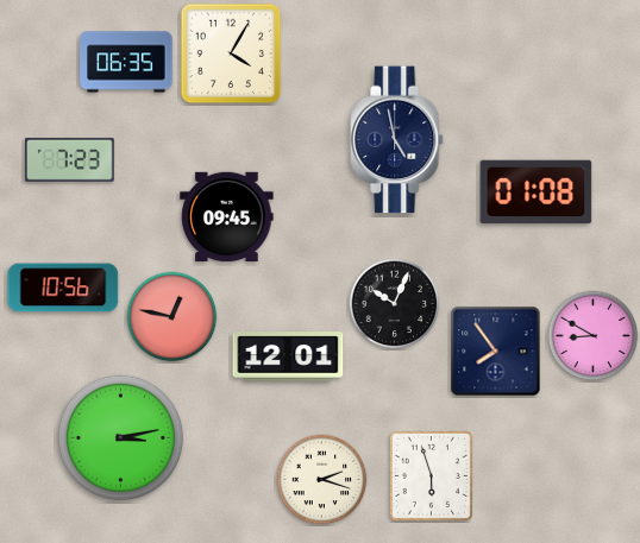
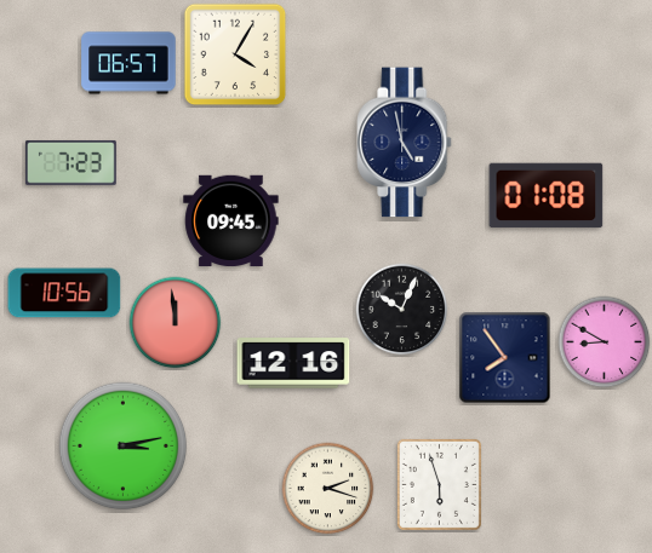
clock at (126, 62): 06:35 -> 06:57
clock at (172, 317): 12:47 -> 11:59
clock at (288, 356): 12:01 -> 12:16
